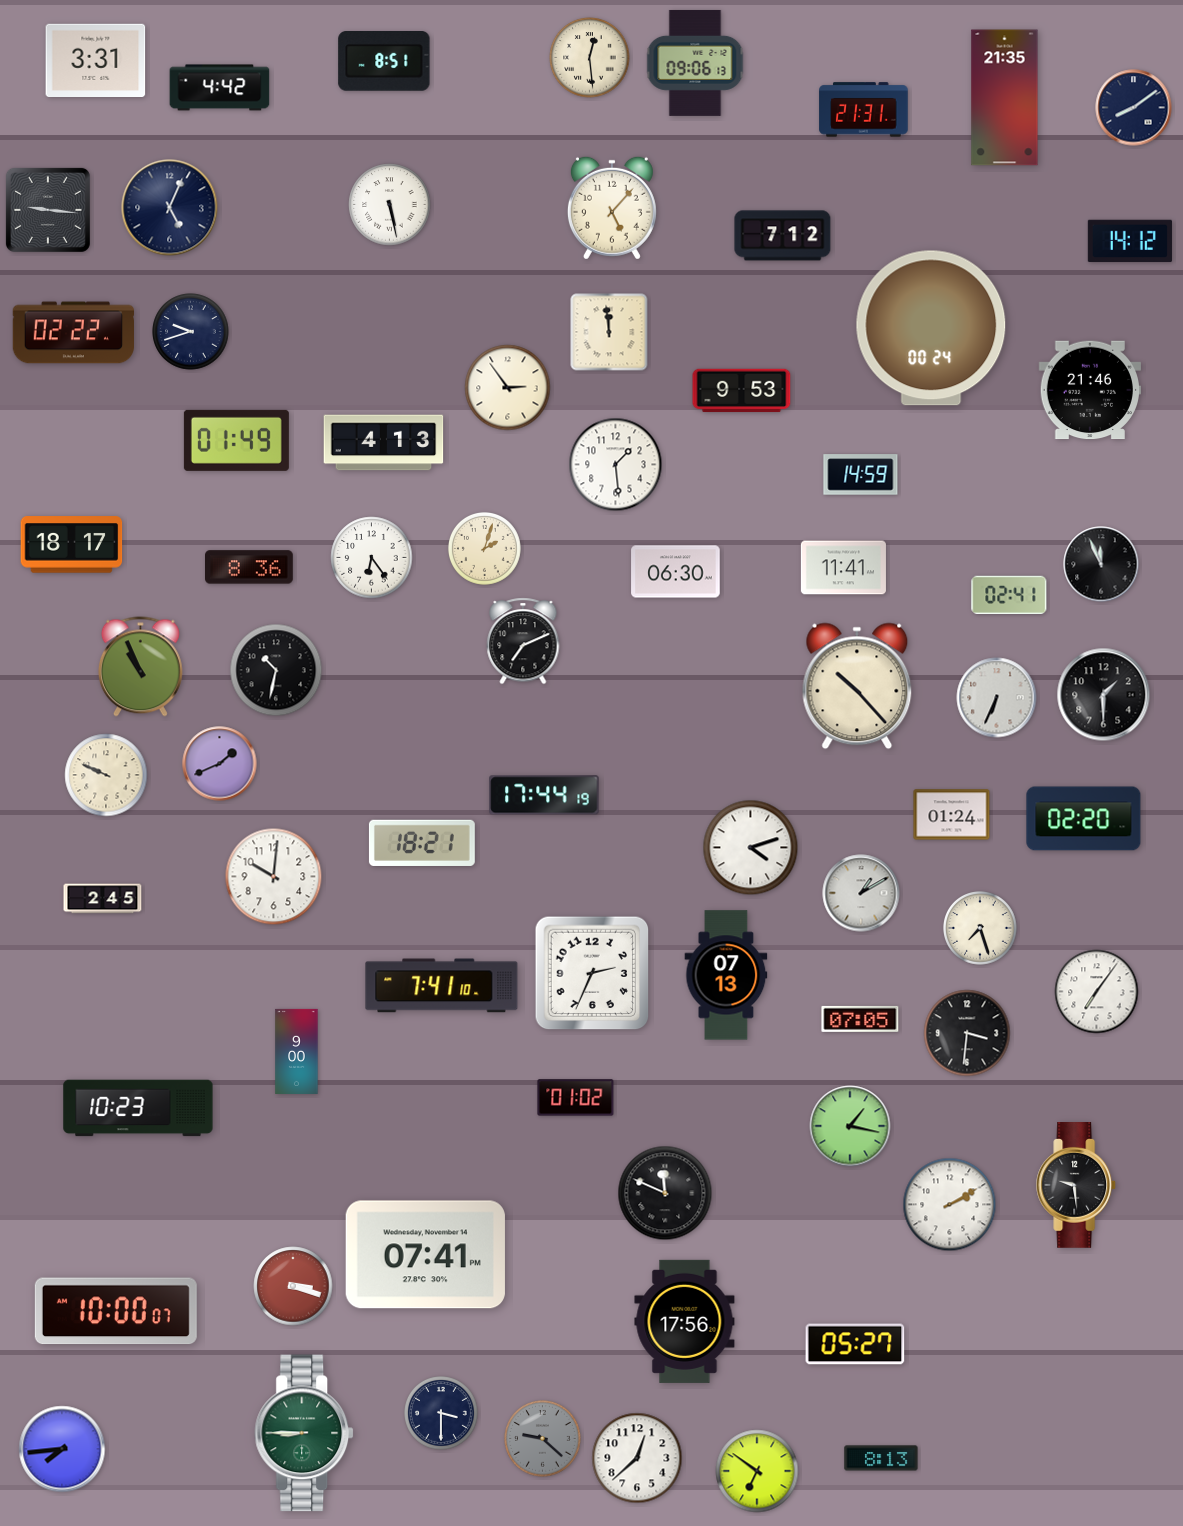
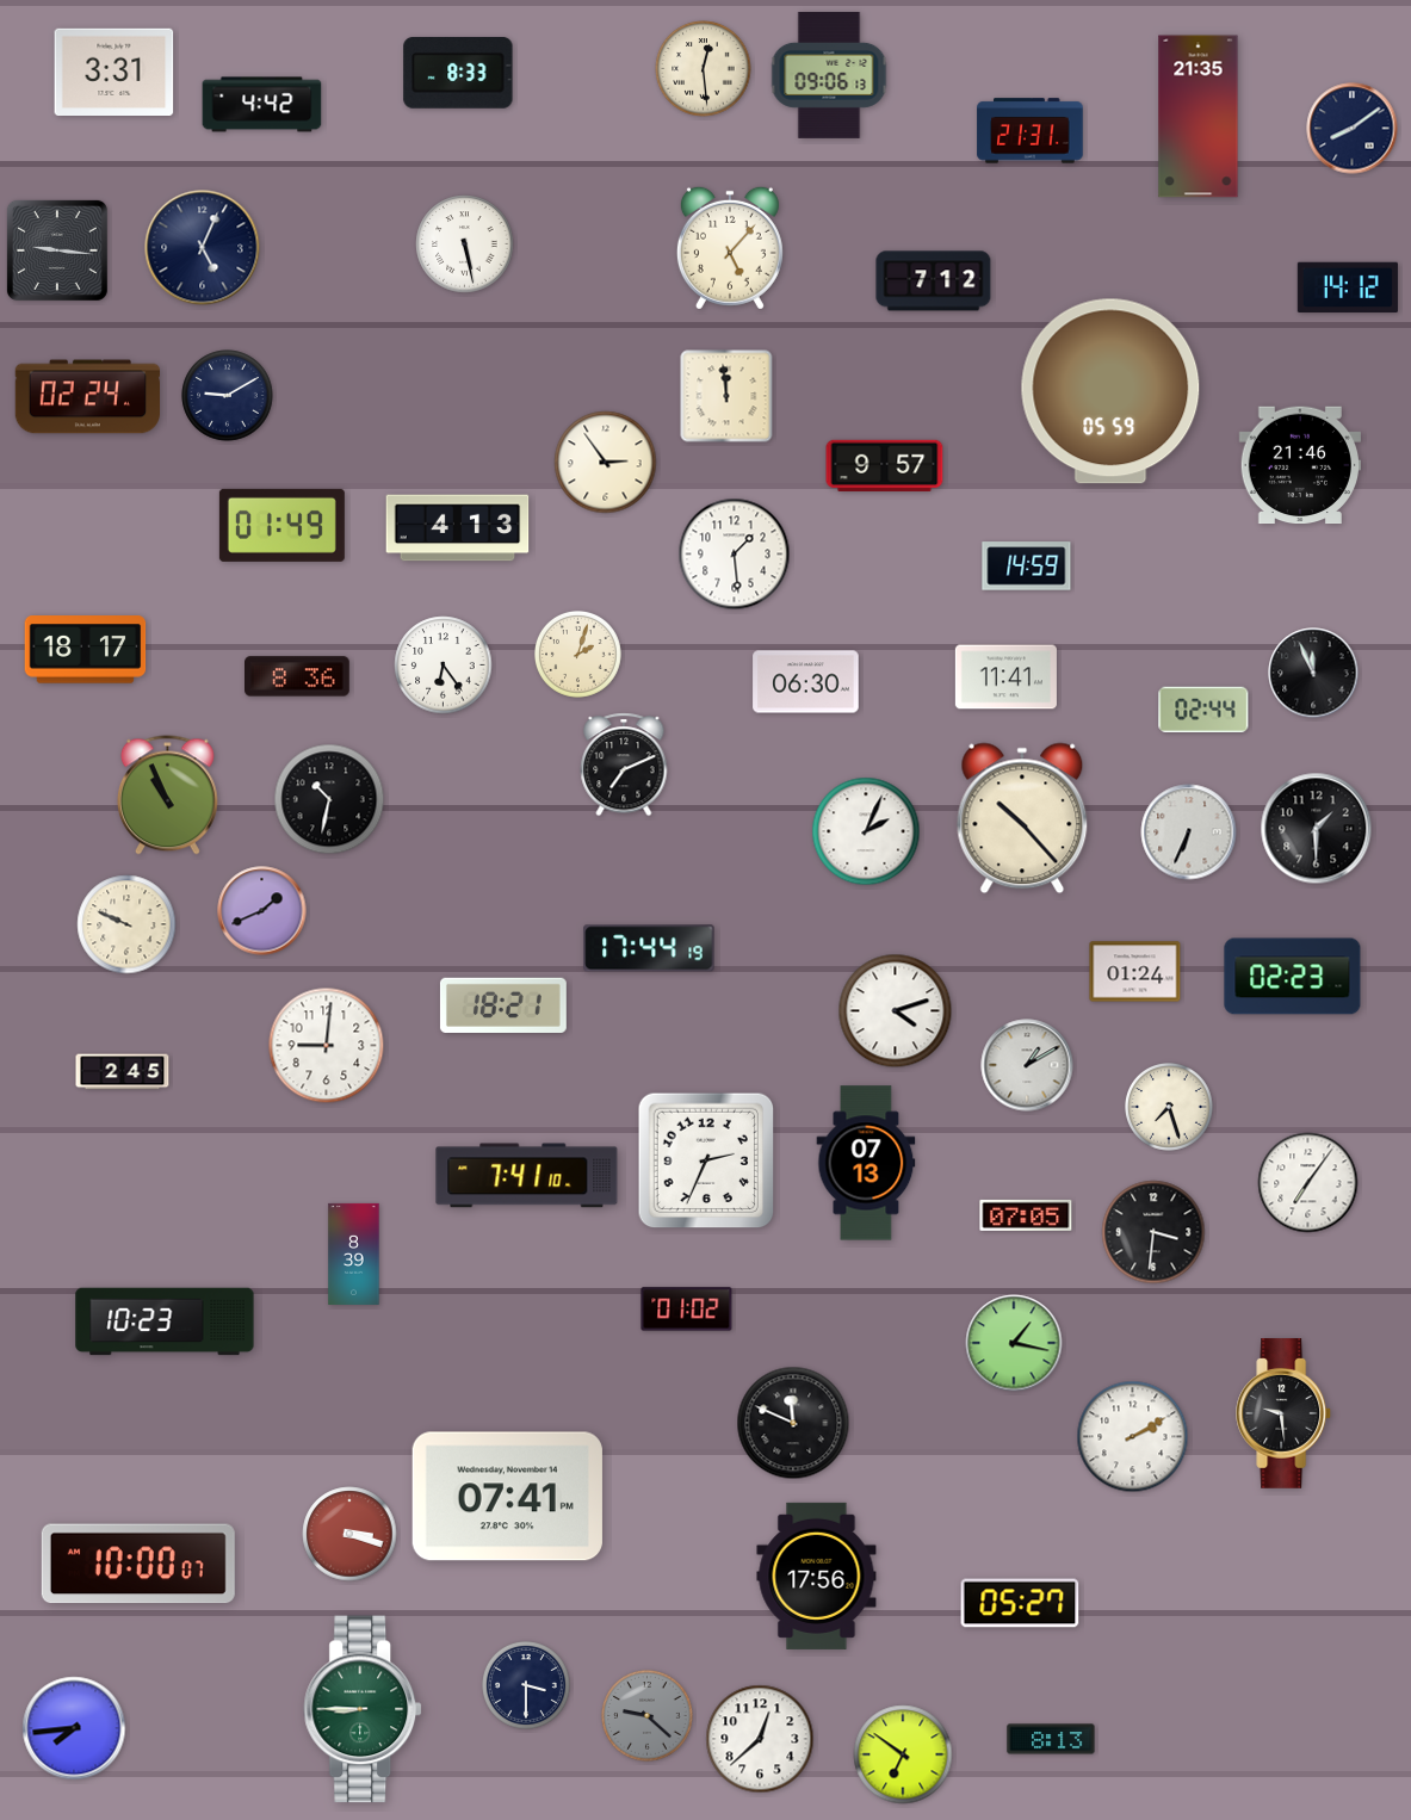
clock at (384, 62): 8:51 -> 8:33
clock at (931, 328): 00:24 -> 05:59
clock at (191, 332): 9:42 -> 9:10
clock at (73, 333): 02:22 -> 02:24
clock at (742, 391): 9:53 -> 9:57
clock at (1009, 595): 02:41 -> 02:44
clock at (866, 831): none -> 2:04
clock at (1084, 819): 02:20 -> 02:23
clock at (274, 877): 10:01 -> 9:01
clock at (297, 1051): 9:00 -> 8:39
